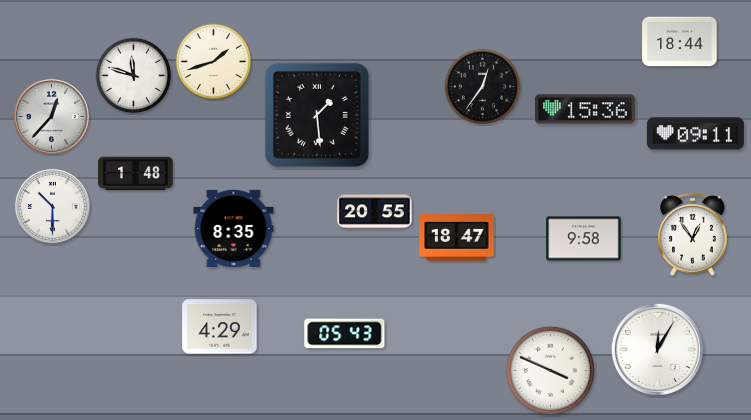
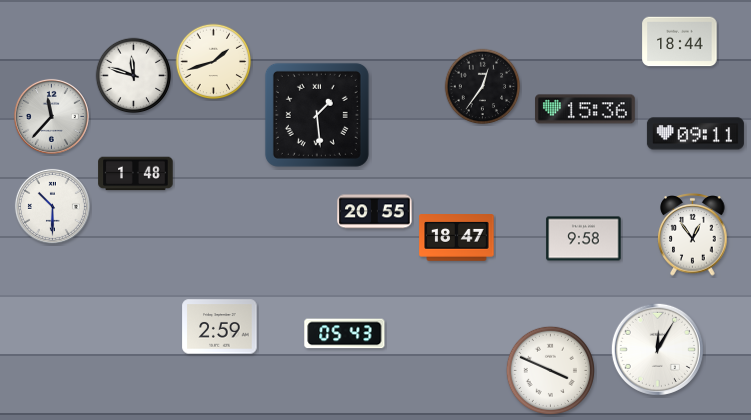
clock at (51, 116): 12:37 -> 11:37
clock at (234, 228): 8:35 -> none
clock at (220, 327): 4:29 -> 2:59
